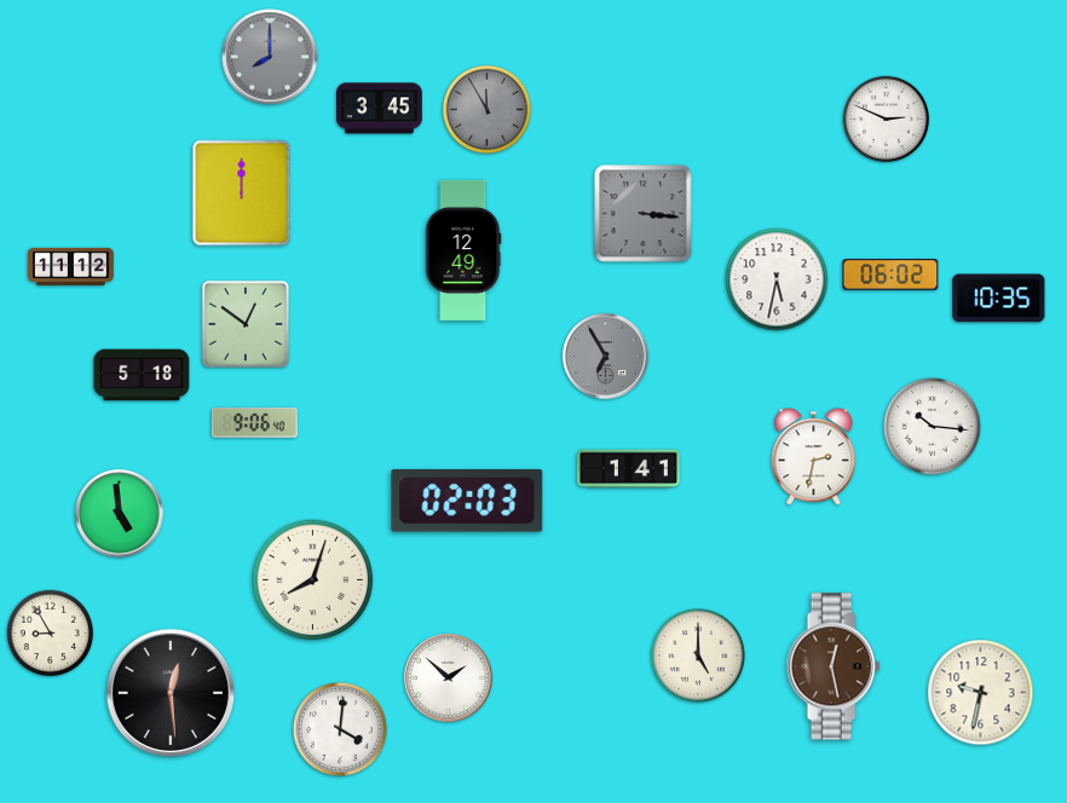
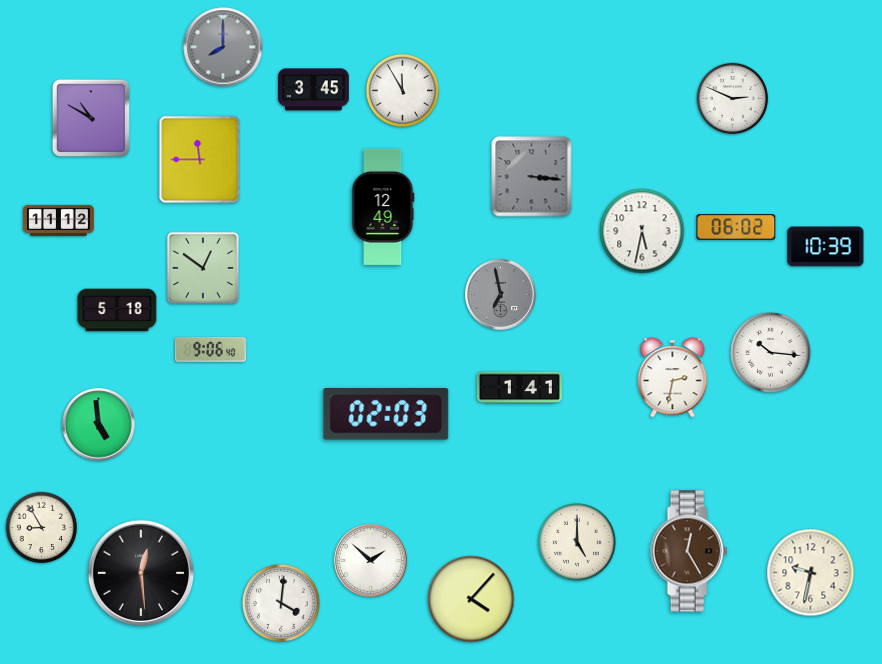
clock at (486, 109) dial: grey -> white
clock at (91, 118): none -> 10:50
clock at (242, 193): 12:00 -> 11:45
clock at (999, 299): 10:35 -> 10:39
clock at (606, 357): 6:55 -> 6:58
clock at (313, 580): 8:03 -> none
clock at (51, 634) position: (51, 634) -> (42, 528)
clock at (834, 666): 12:28 -> 12:25
clock at (471, 599): none -> 4:07
